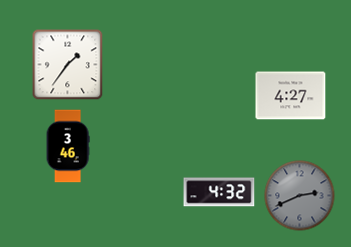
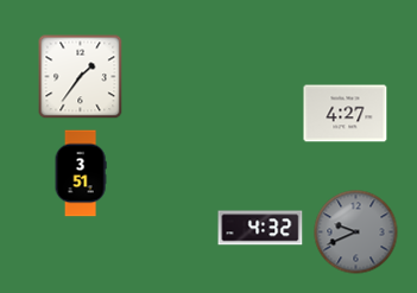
clock at (68, 146): 3:46 -> 3:51
clock at (300, 196): 2:41 -> 9:41
